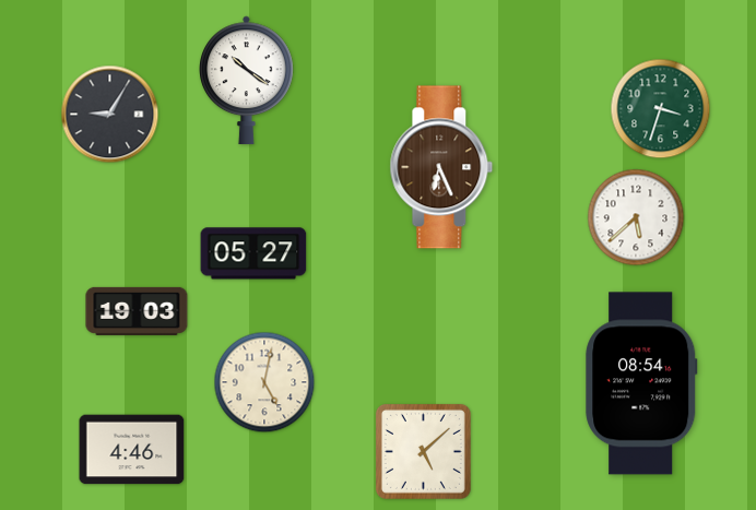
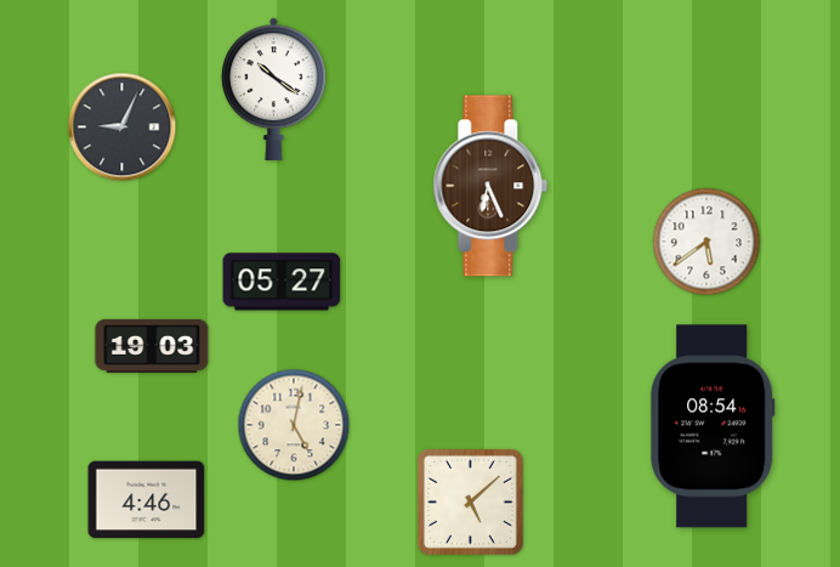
clock at (661, 109): 3:33 -> none
clock at (110, 115): 9:05 -> 9:04
clock at (636, 217): 5:38 -> 5:39
